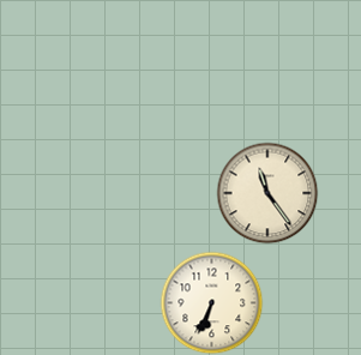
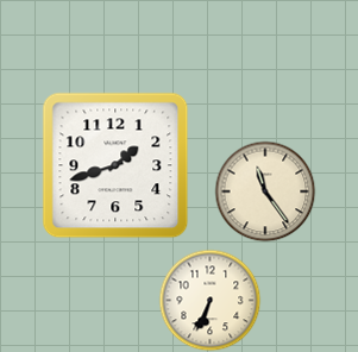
clock at (115, 165): none -> 1:42
